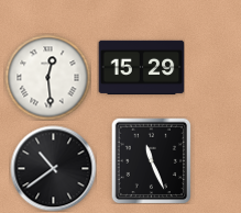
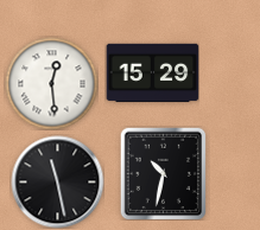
clock at (152, 160): 11:26 -> 10:32
clock at (53, 168): 10:39 -> 11:28
